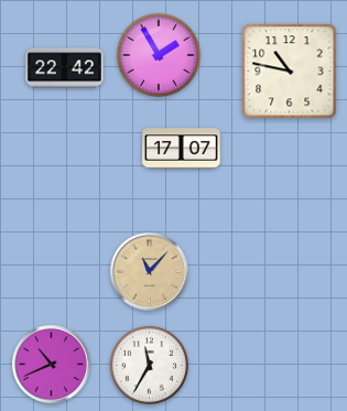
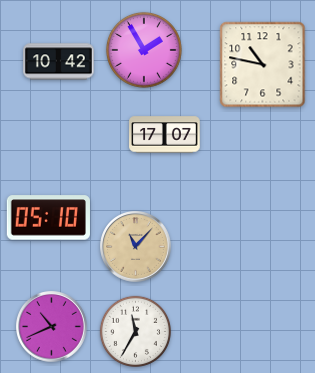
clock at (65, 68): 22:42 -> 10:42
clock at (48, 218): none -> 05:10
clock at (52, 365) position: (52, 365) -> (52, 327)
